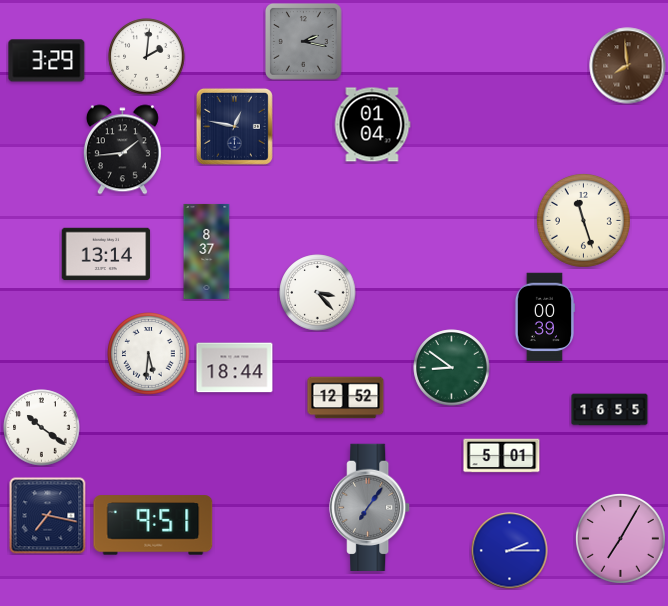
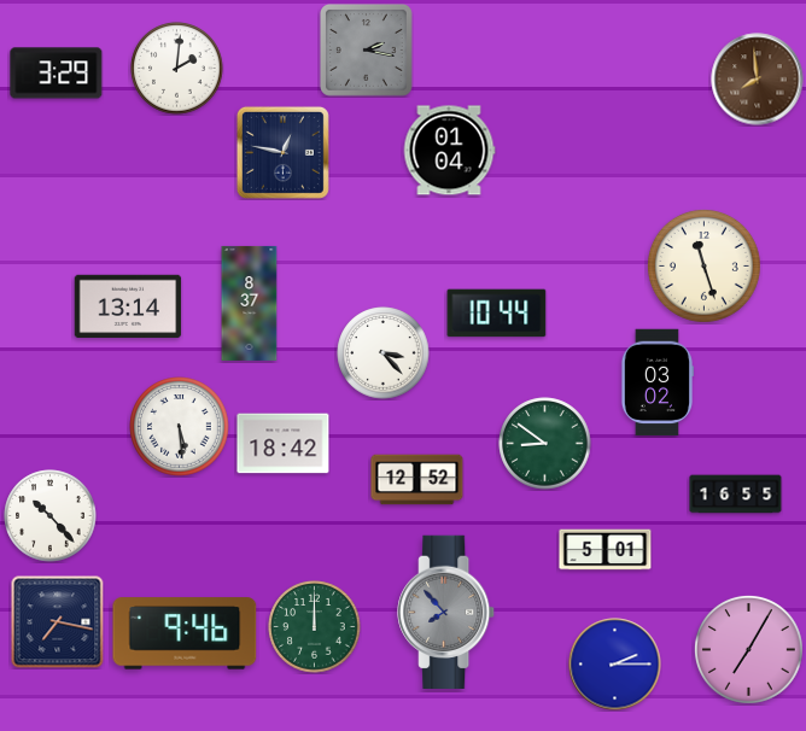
clock at (122, 150): 1:44 -> none
clock at (497, 314): none -> 10:44
clock at (544, 317): 00:39 -> 03:02
clock at (149, 354): 5:31 -> 5:29
clock at (235, 368): 18:44 -> 18:42
clock at (42, 428): 10:21 -> 10:23
clock at (370, 507): 7:06 -> 7:53
clock at (315, 627): none -> 12:00
clock at (153, 525): 9:51 -> 9:46
